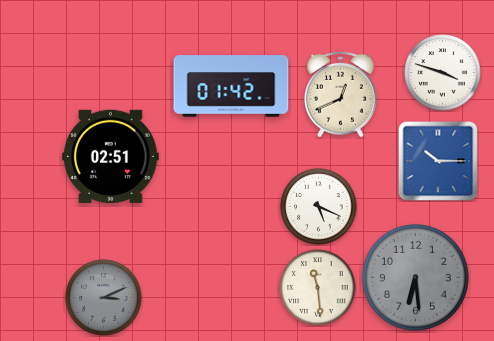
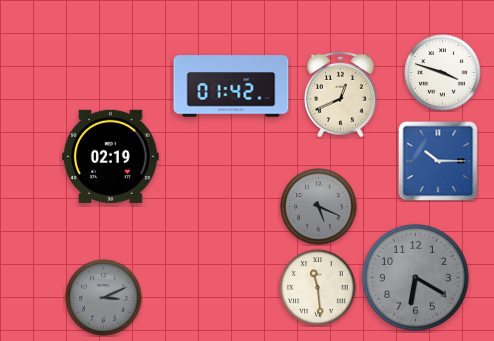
clock at (111, 156): 02:51 -> 02:19
clock at (319, 207) dial: white -> grey
clock at (416, 278): 6:29 -> 6:20
